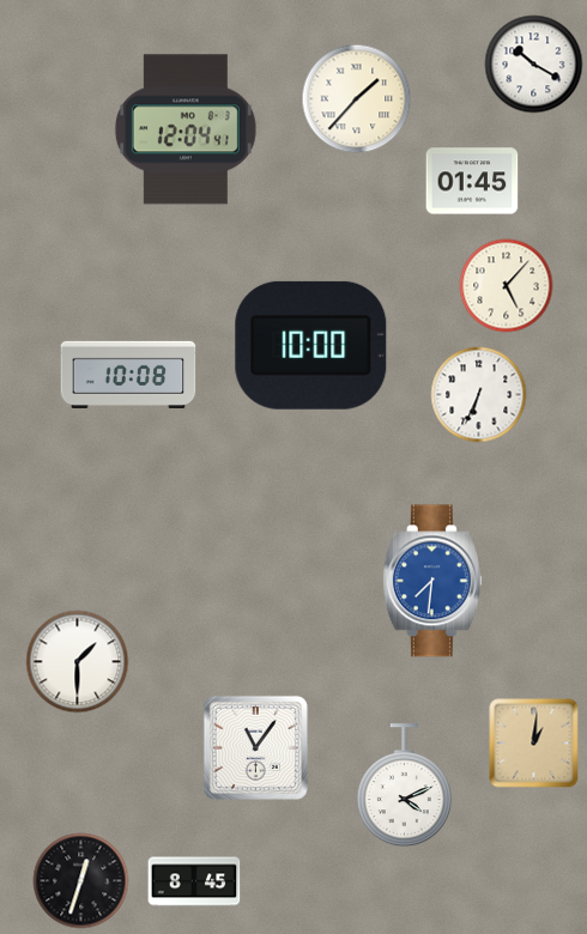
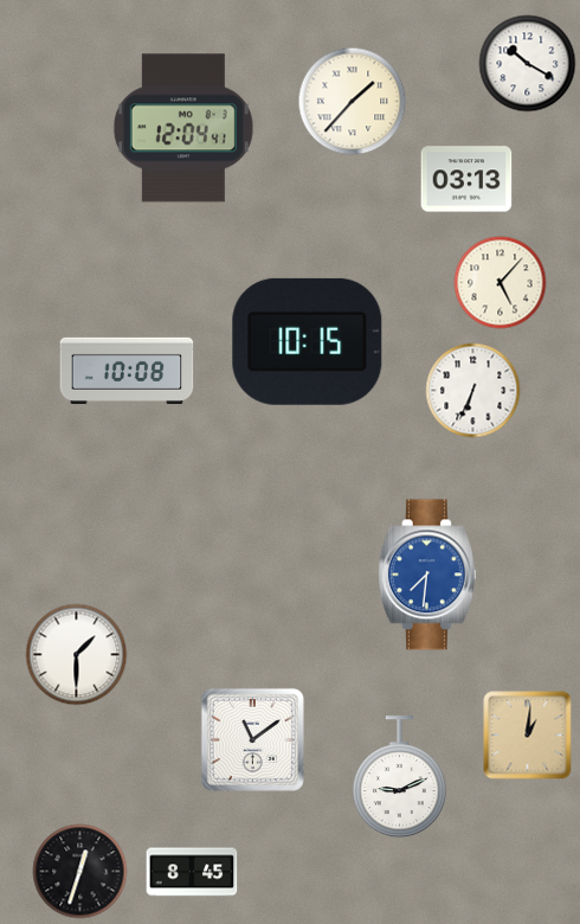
clock at (357, 99) position: (357, 99) -> (353, 102)
clock at (472, 181): 01:45 -> 03:13
clock at (311, 345): 10:00 -> 10:15
clock at (255, 747): 11:06 -> 11:09
clock at (404, 786): 4:11 -> 9:11
